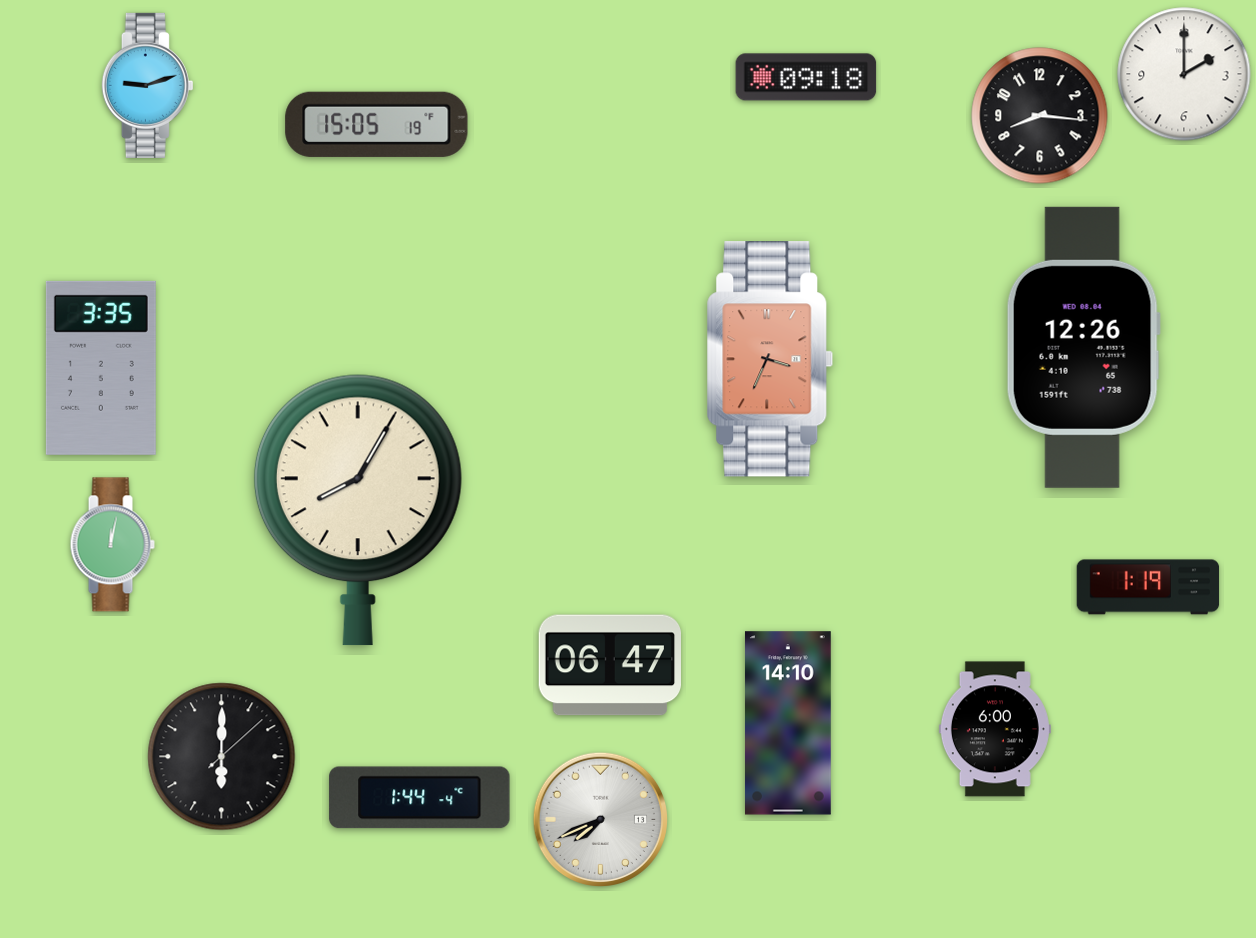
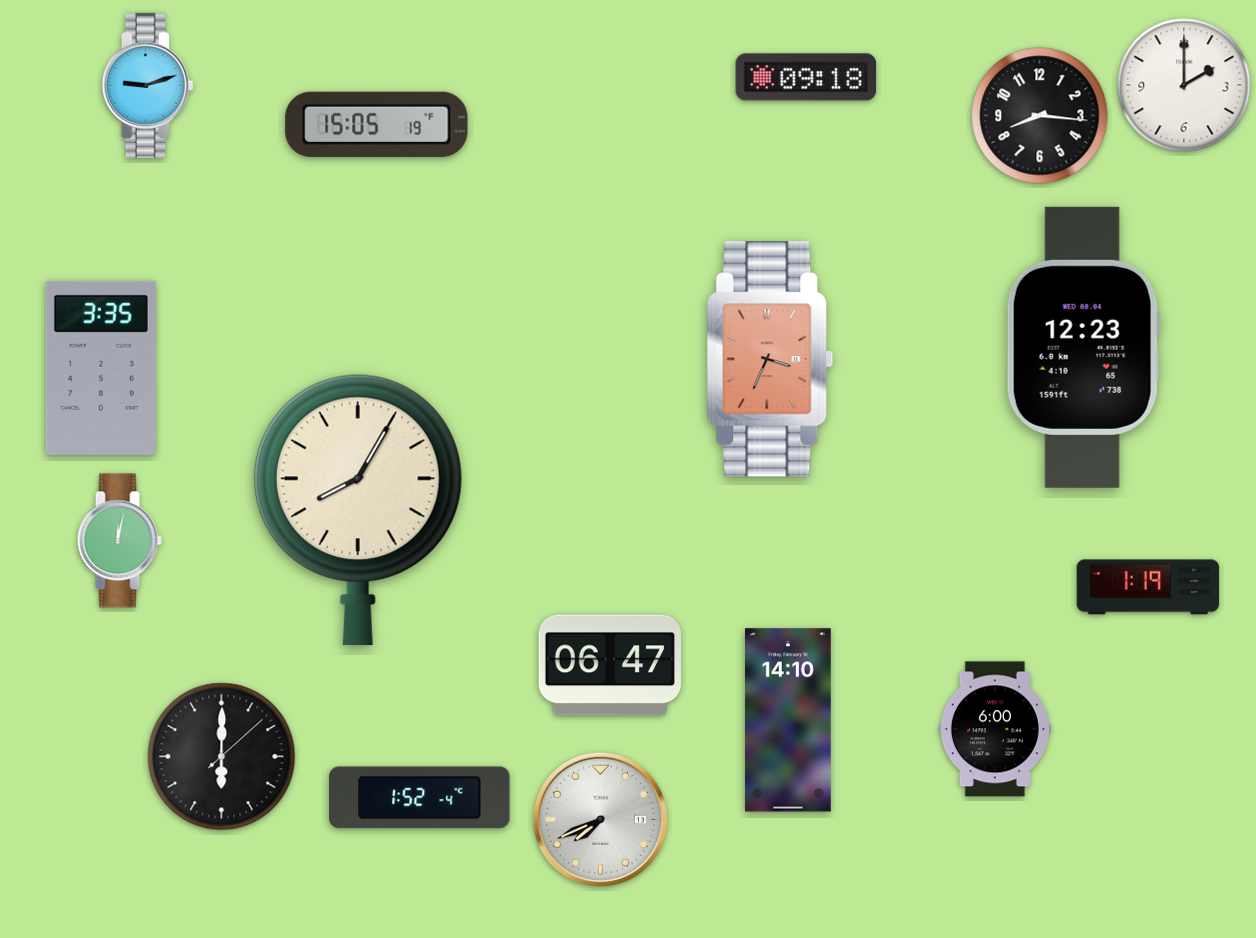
clock at (1184, 74) position: (1184, 74) -> (1184, 85)
clock at (1083, 347): 12:26 -> 12:23
clock at (112, 545) position: (112, 545) -> (119, 541)
clock at (788, 723) position: (788, 723) -> (788, 720)
clock at (420, 798): 1:44 -> 1:52
